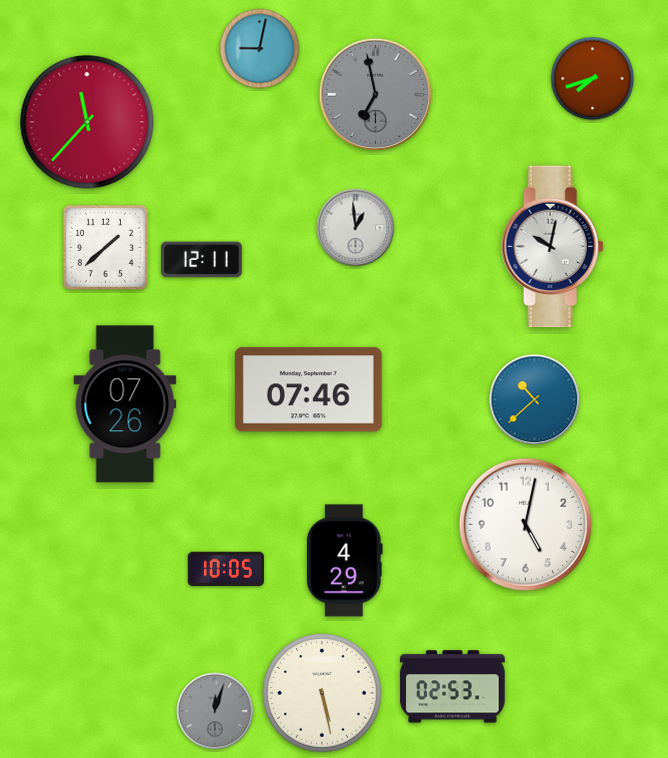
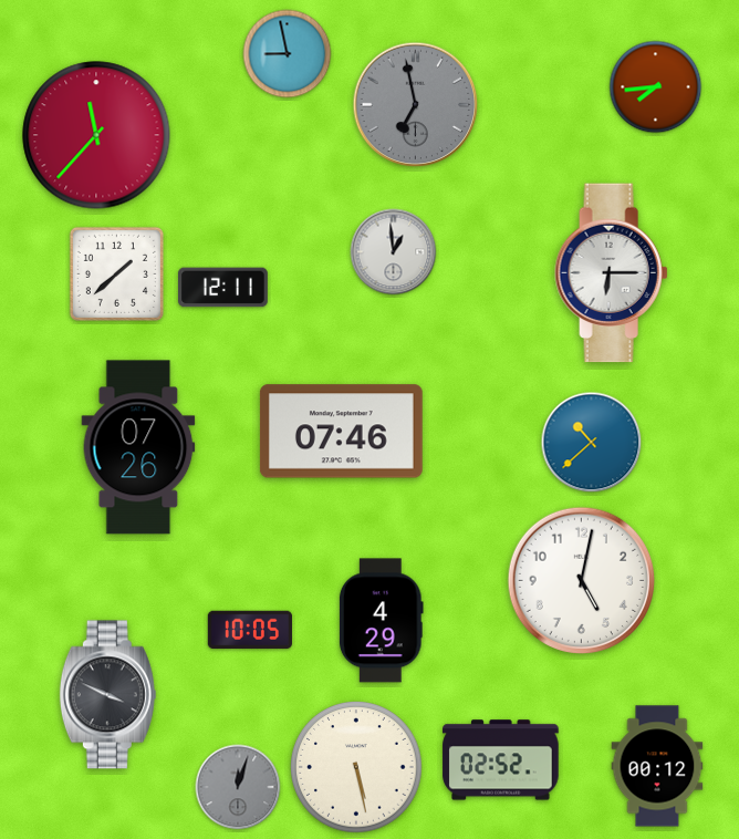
clock at (260, 49): 9:02 -> 8:58
clock at (593, 79): 7:42 -> 7:44
clock at (553, 247): 10:02 -> 6:15
clock at (107, 695): none -> 3:49
clock at (453, 687): 02:53 -> 02:52
clock at (657, 766): none -> 00:12
